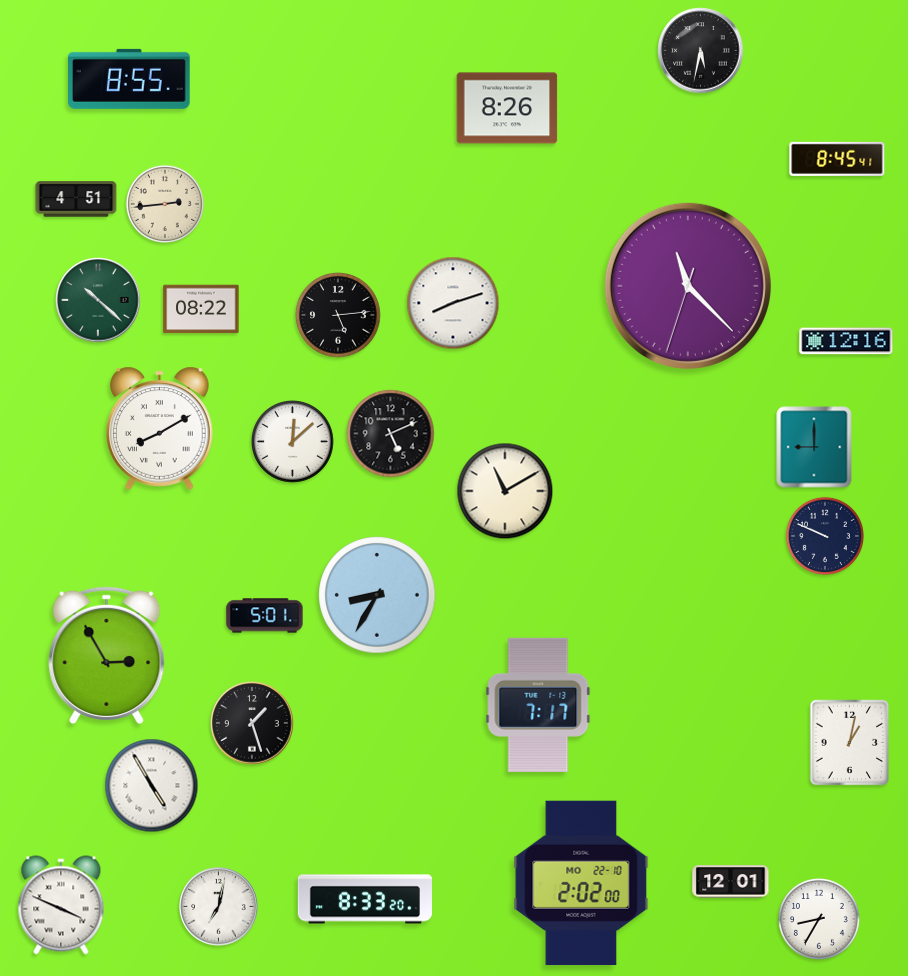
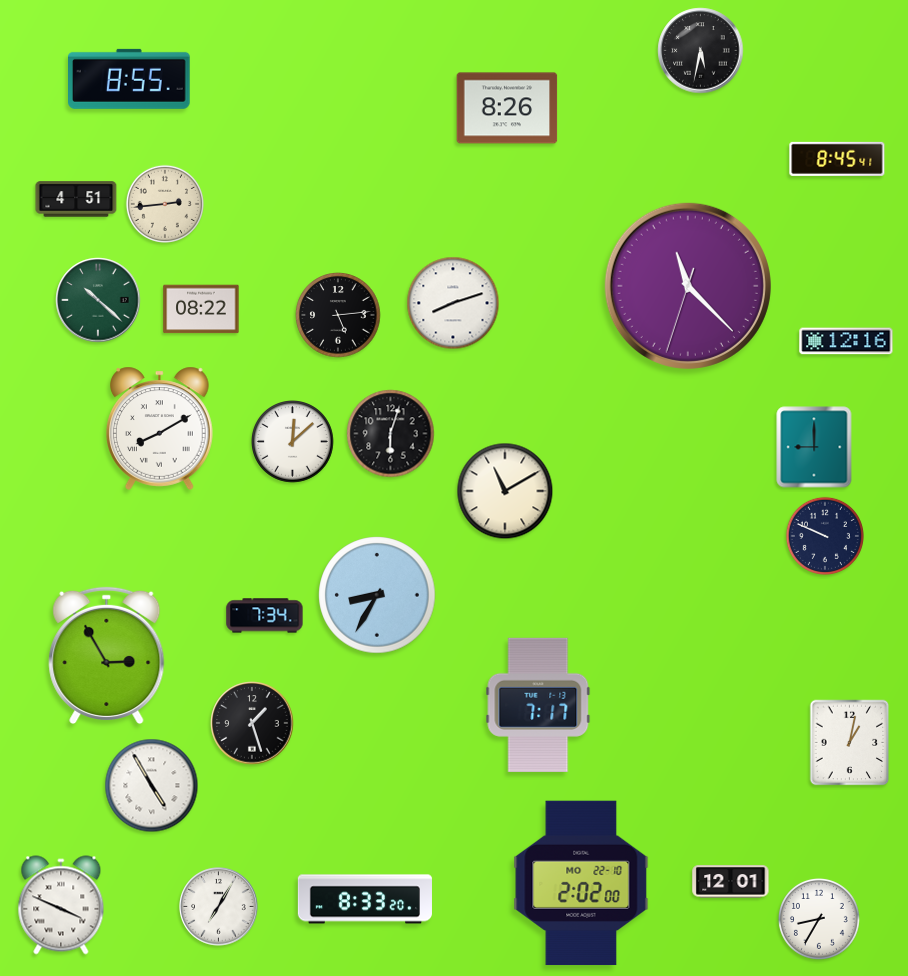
clock at (391, 434): 5:11 -> 6:03
clock at (265, 616): 5:01 -> 7:34
clock at (219, 907): 7:02 -> 7:05
